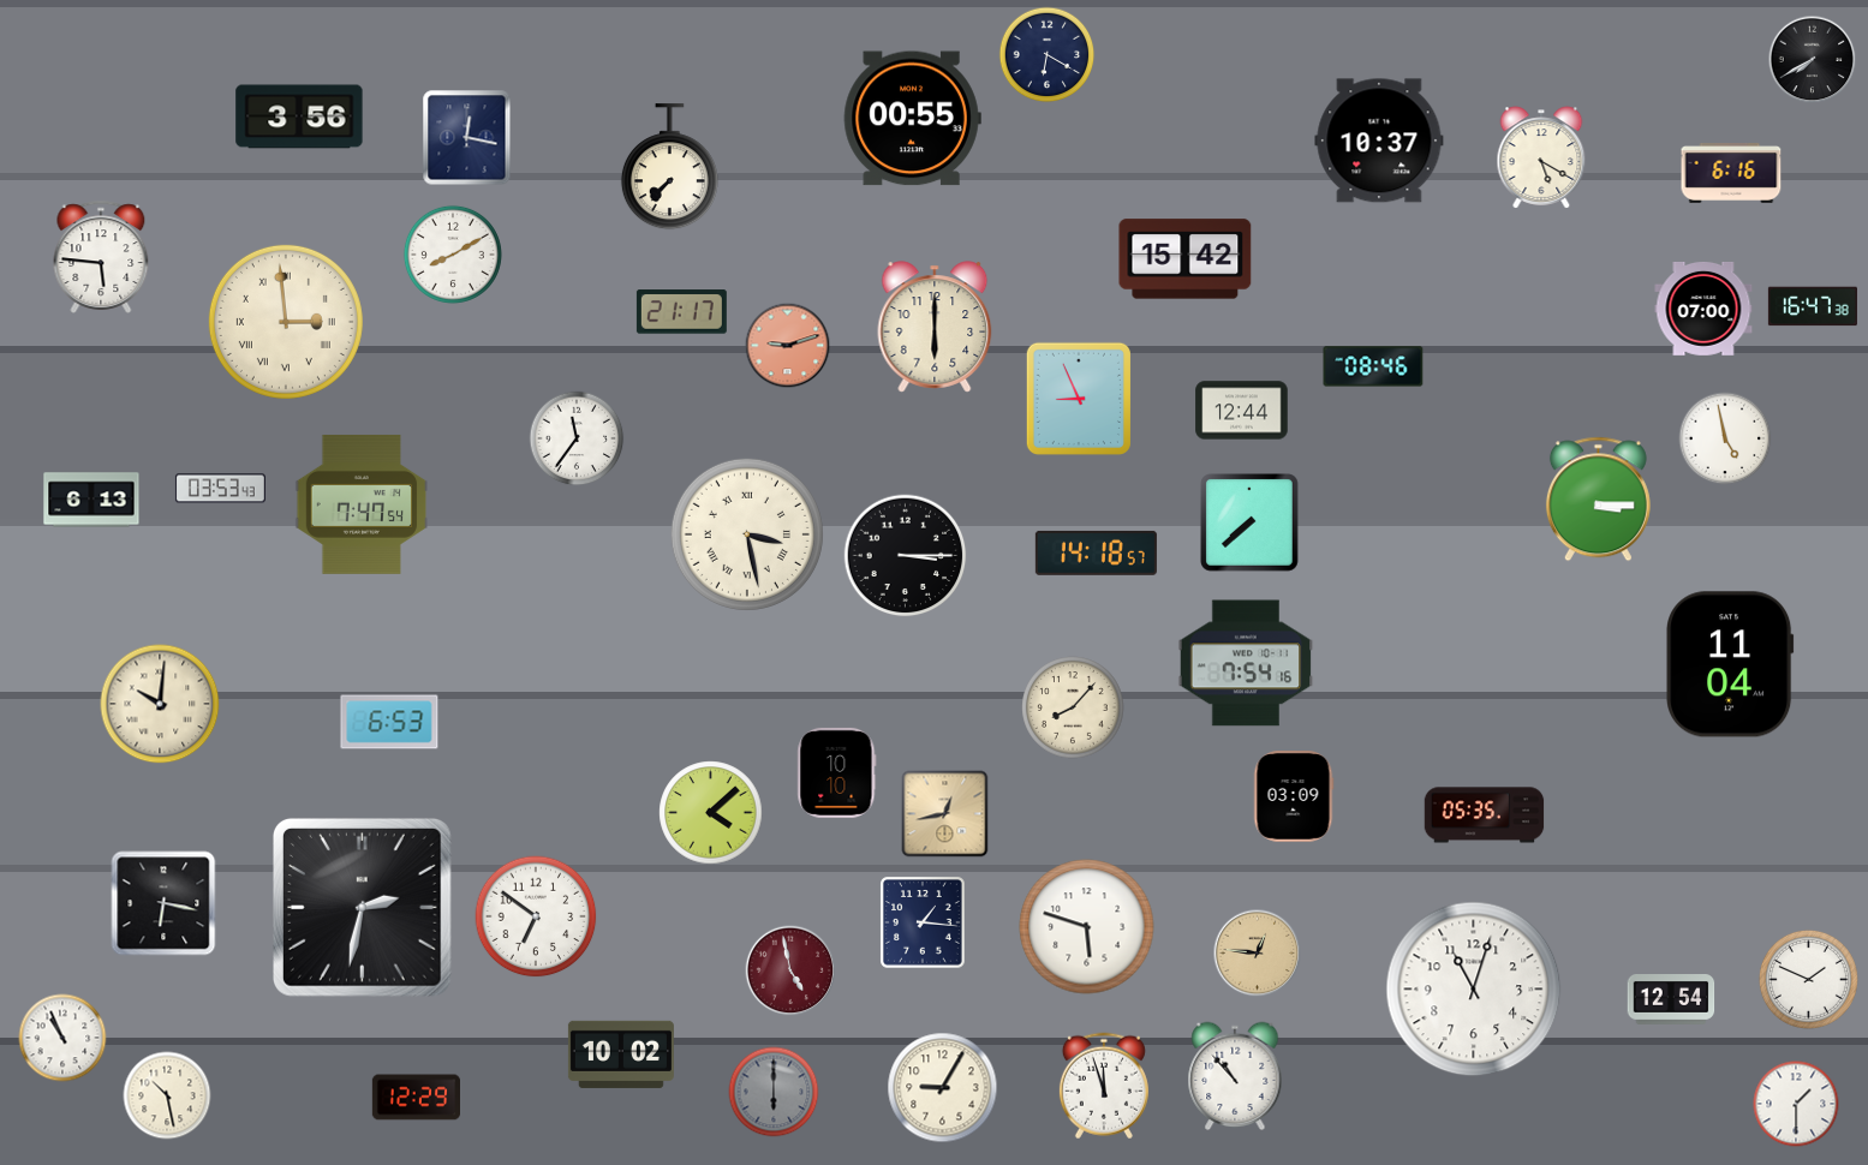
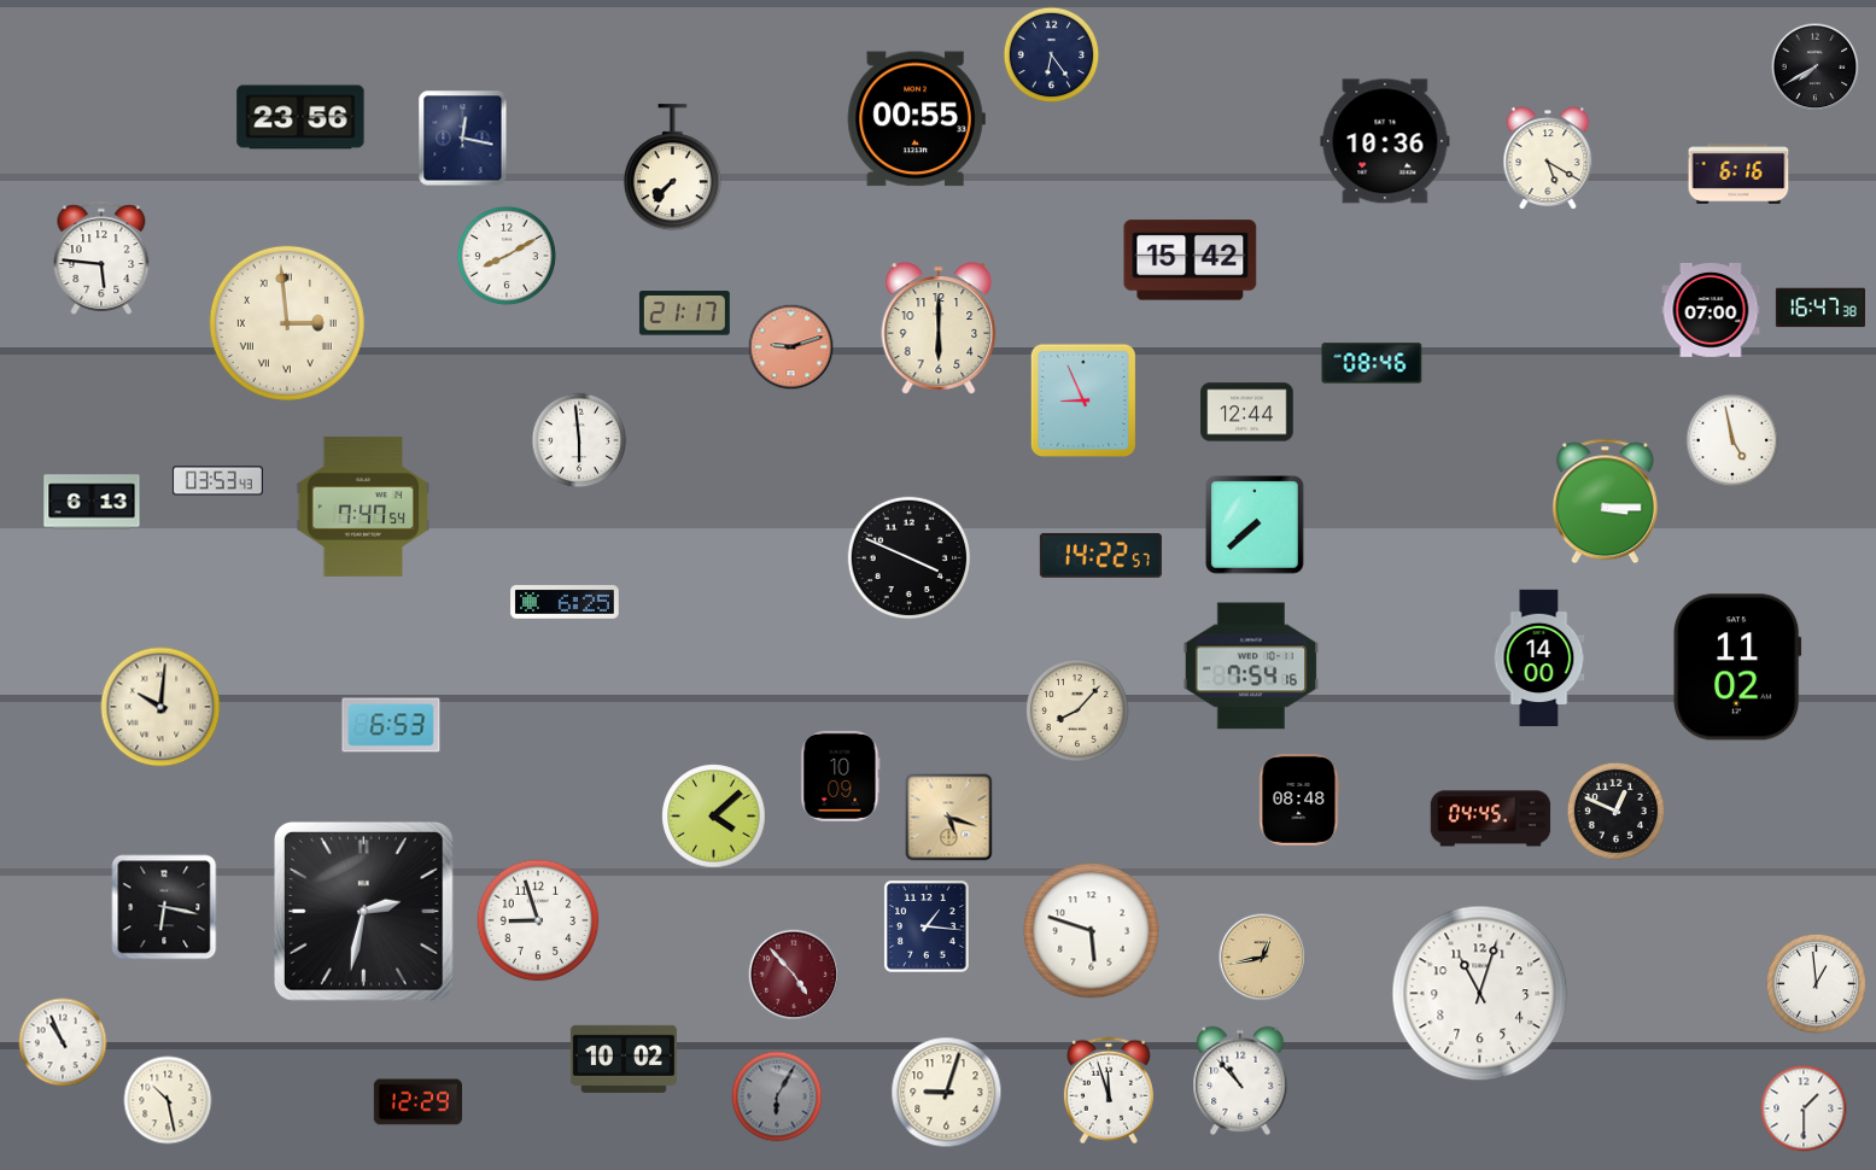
clock at (1048, 55): 6:20 -> 6:24
clock at (1813, 60) position: (1813, 60) -> (1816, 68)
clock at (299, 116): 3:56 -> 23:56
clock at (467, 138) position: (467, 138) -> (463, 139)
clock at (1379, 141): 10:37 -> 10:36
clock at (453, 255) position: (453, 255) -> (507, 256)
clock at (1373, 366) position: (1373, 366) -> (1372, 363)
clock at (577, 438): 11:36 -> 5:59
clock at (220, 489) position: (220, 489) -> (217, 481)
clock at (747, 534): 3:28 -> none
clock at (1096, 552): 14:18 -> 14:22
clock at (906, 556): 3:15 -> 3:49
clock at (565, 602): none -> 6:25
clock at (1539, 659): none -> 14:00
clock at (1731, 664): 11:04 -> 11:02
clock at (837, 772): 10:10 -> 10:09
clock at (1294, 797): 03:09 -> 08:48
clock at (1615, 811): none -> 12:49
clock at (945, 814): 12:43 -> 5:18
clock at (1485, 815): 05:35 -> 04:45
clock at (536, 916): 6:51 -> 8:57
clock at (1258, 954): 12:46 -> 12:43
clock at (790, 970): 4:58 -> 4:53
clock at (1808, 979): 1:49 -> 12:59
clock at (1671, 1000): 12:54 -> none
clock at (943, 1088): 9:05 -> 9:03
clock at (774, 1092): 6:00 -> 6:05
